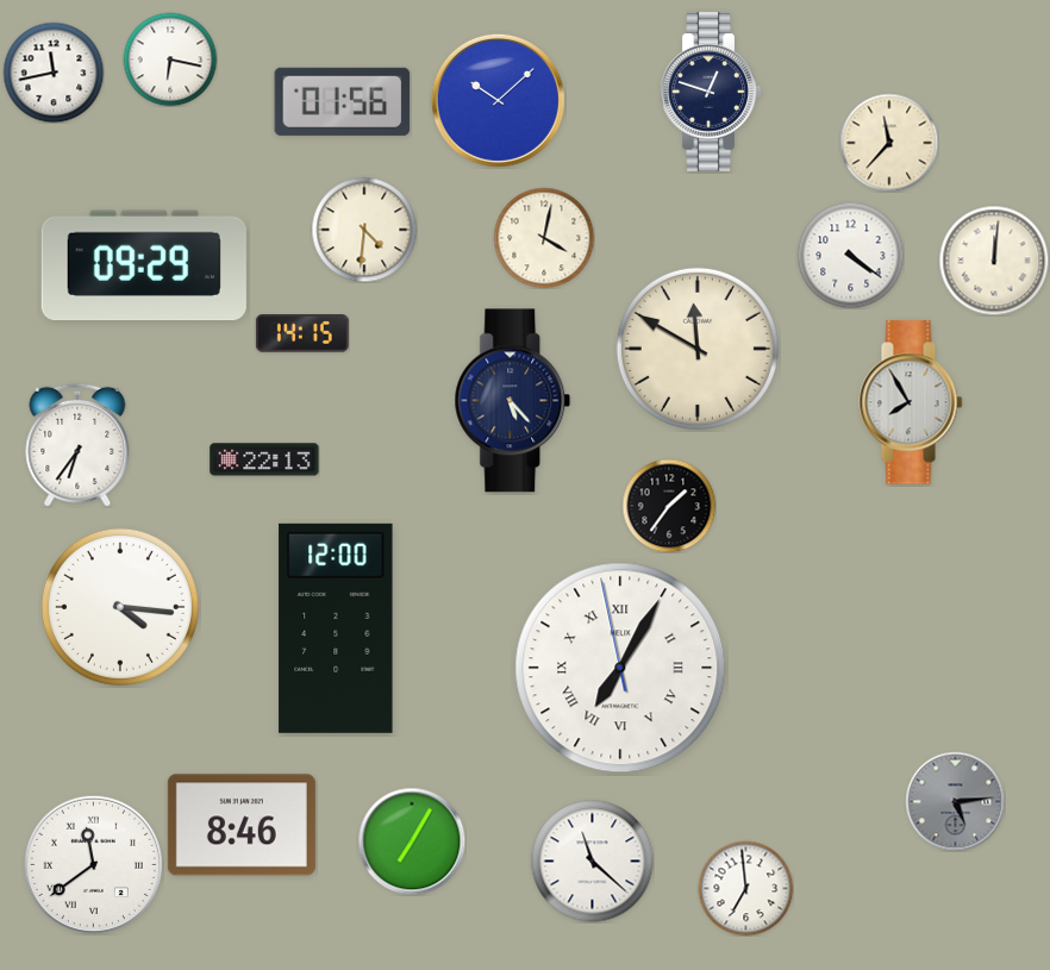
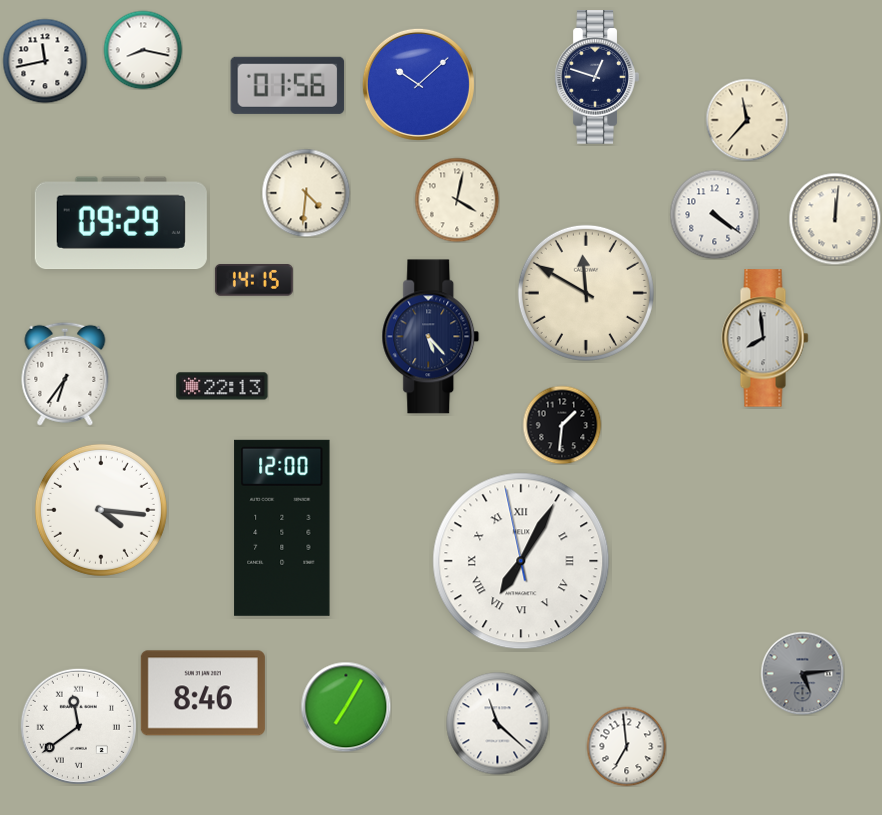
clock at (170, 60): 6:17 -> 8:17
clock at (911, 402): 7:55 -> 7:59
clock at (669, 506): 1:36 -> 1:31
